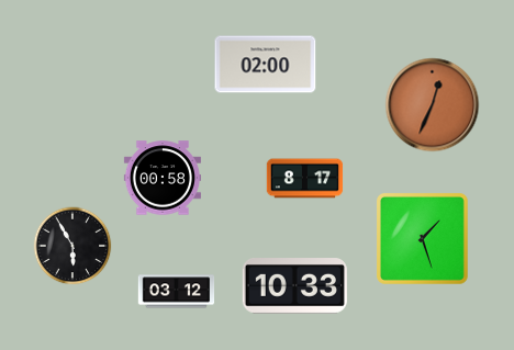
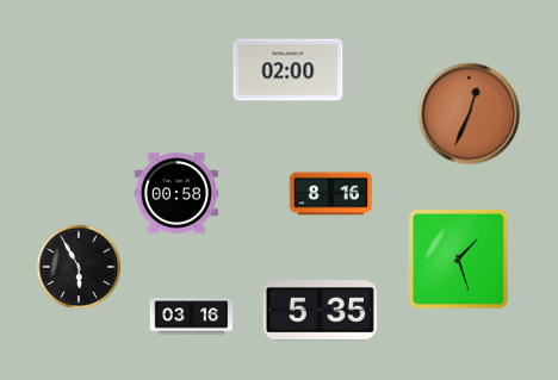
clock at (305, 179): 8:17 -> 8:16
clock at (294, 286): 10:33 -> 5:35
clock at (177, 292): 03:12 -> 03:16
